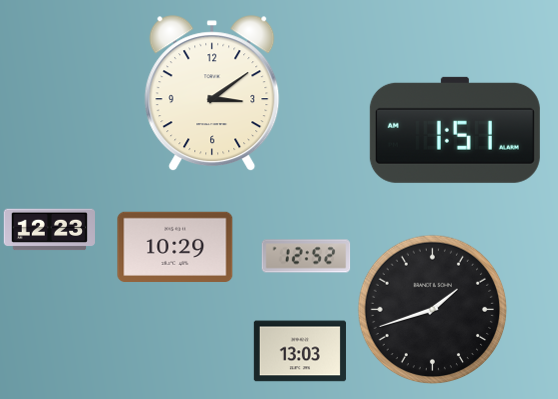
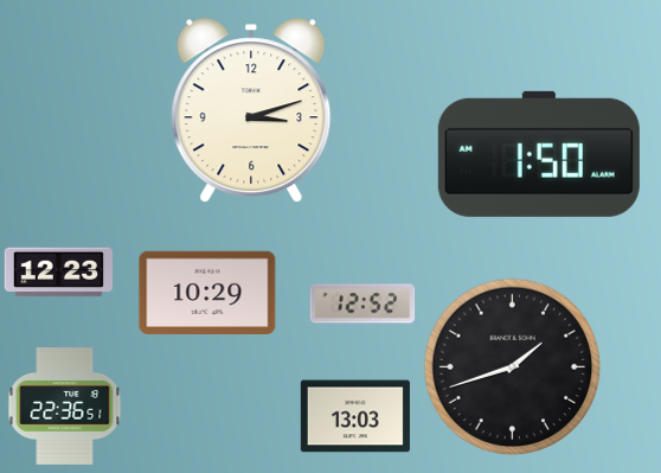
clock at (212, 94): 3:09 -> 3:12
clock at (455, 130): 1:51 -> 1:50
clock at (65, 407): none -> 22:36
